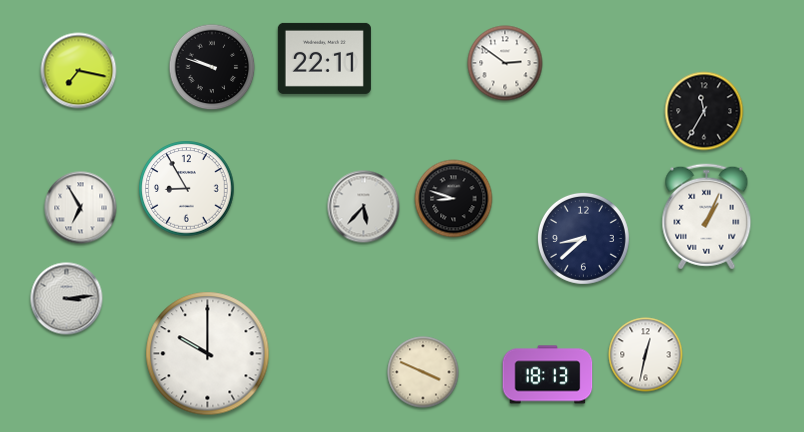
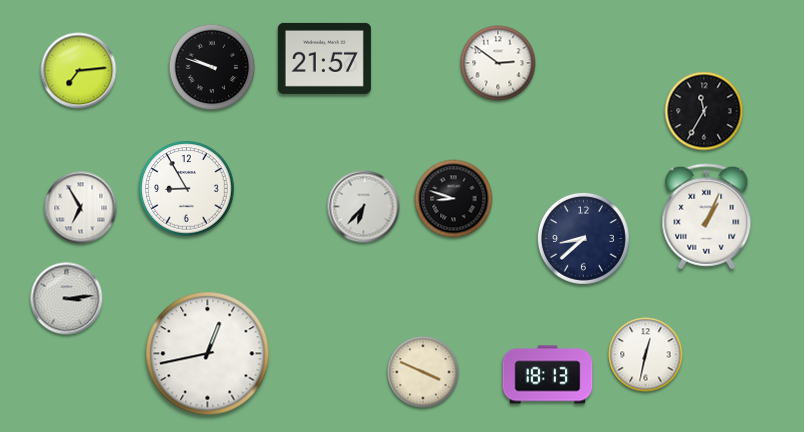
clock at (324, 58): 22:11 -> 21:57
clock at (505, 63) position: (505, 63) -> (498, 63)
clock at (79, 71): 7:17 -> 7:14
clock at (364, 207): 5:37 -> 6:37
clock at (208, 354): 10:00 -> 12:43
